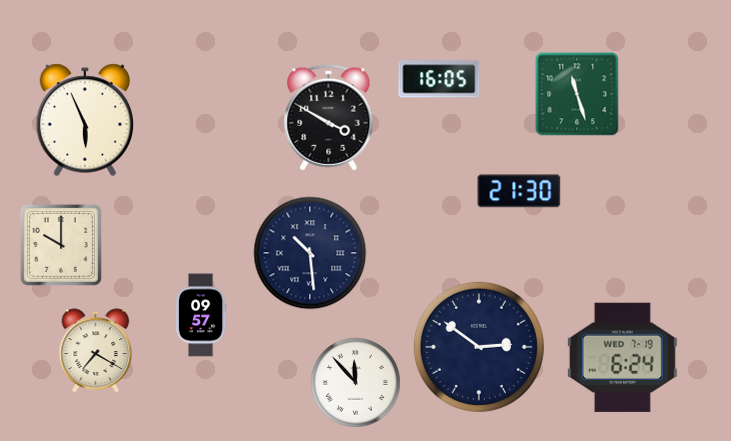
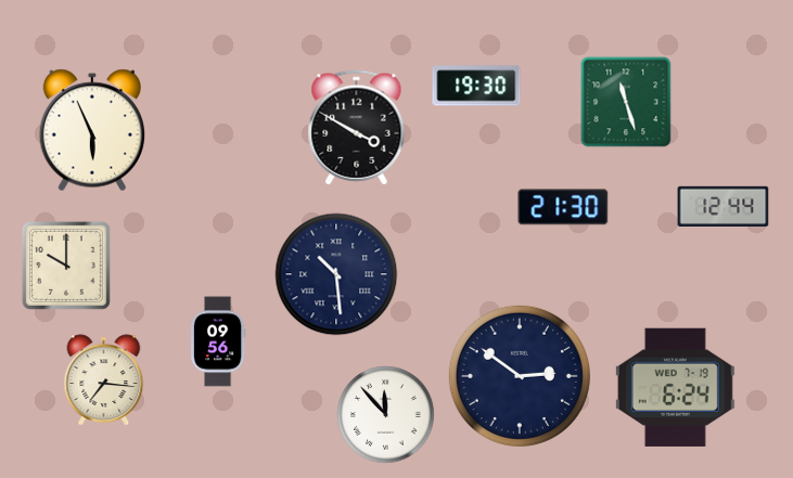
clock at (439, 79): 16:05 -> 19:30
clock at (724, 206): none -> 12:44
clock at (201, 315): 09:57 -> 09:56
clock at (96, 351): 7:20 -> 7:16
